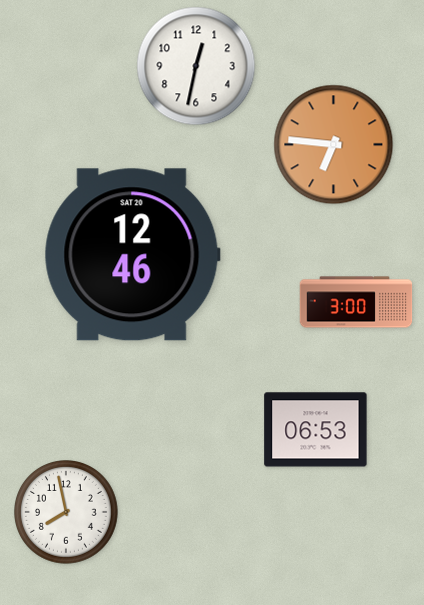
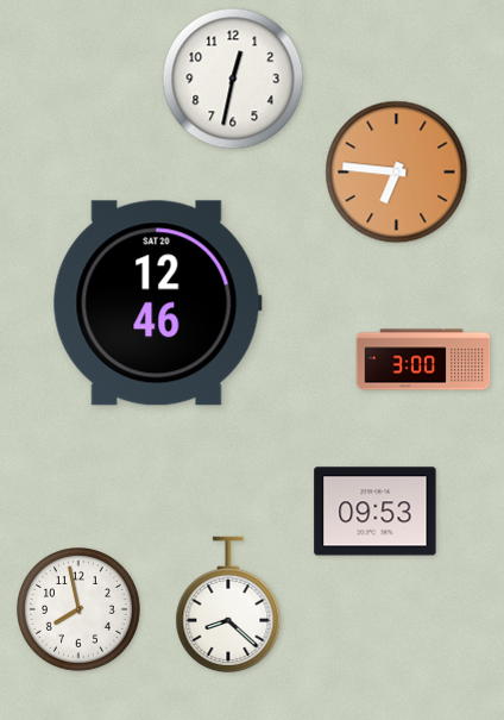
clock at (316, 430): 06:53 -> 09:53
clock at (228, 605): none -> 8:22
